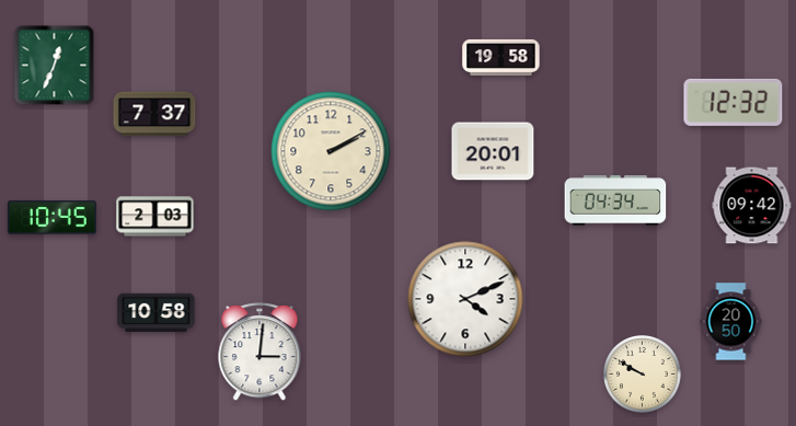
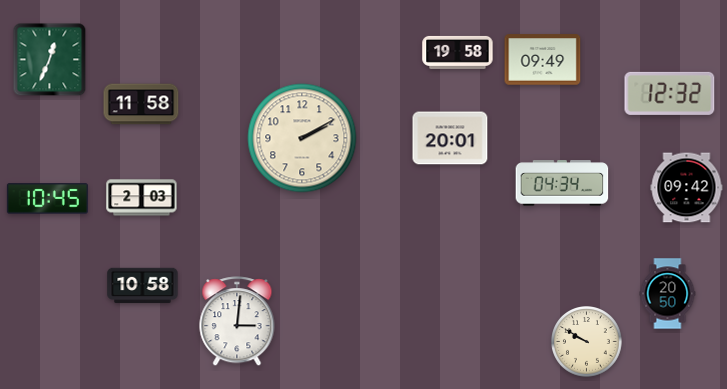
clock at (543, 60): none -> 09:49
clock at (154, 114): 7:37 -> 11:58
clock at (465, 299): 4:11 -> none
